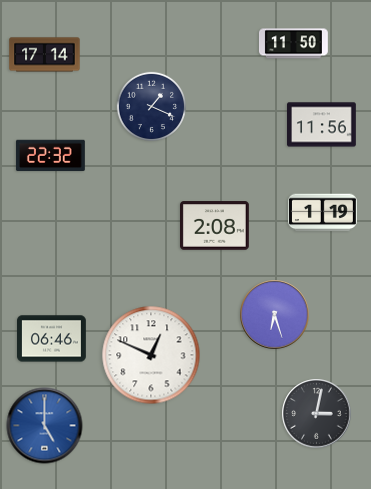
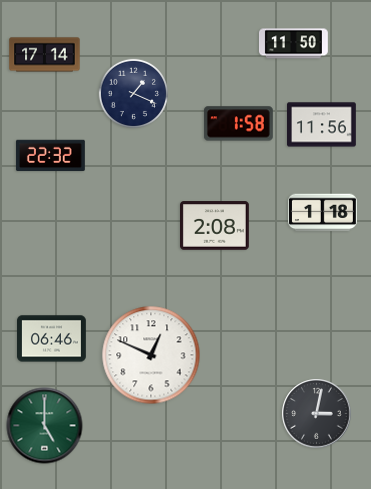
clock at (151, 106) position: (151, 106) -> (133, 93)
clock at (238, 124): none -> 1:58
clock at (323, 213): 1:19 -> 1:18
clock at (275, 315): 6:27 -> none
clock at (45, 426) dial: blue -> green
